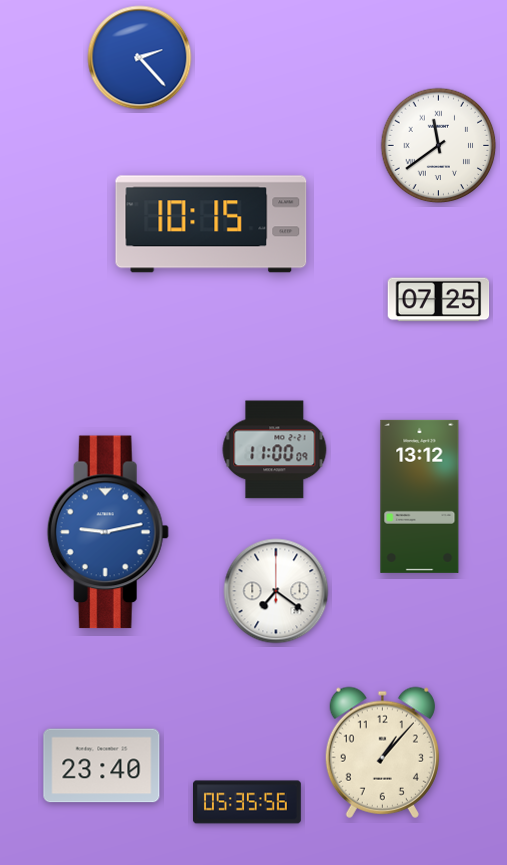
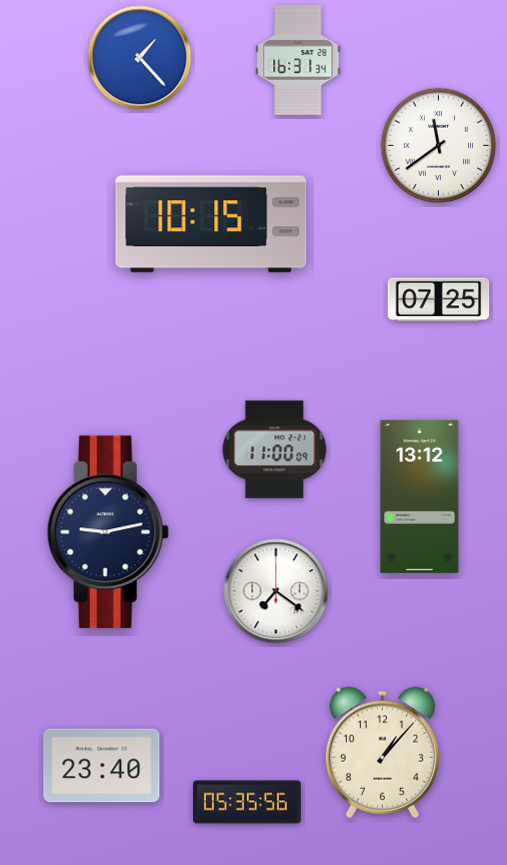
clock at (140, 58): 2:23 -> 1:23
clock at (298, 60): none -> 16:31
clock at (108, 532) dial: blue -> navy
